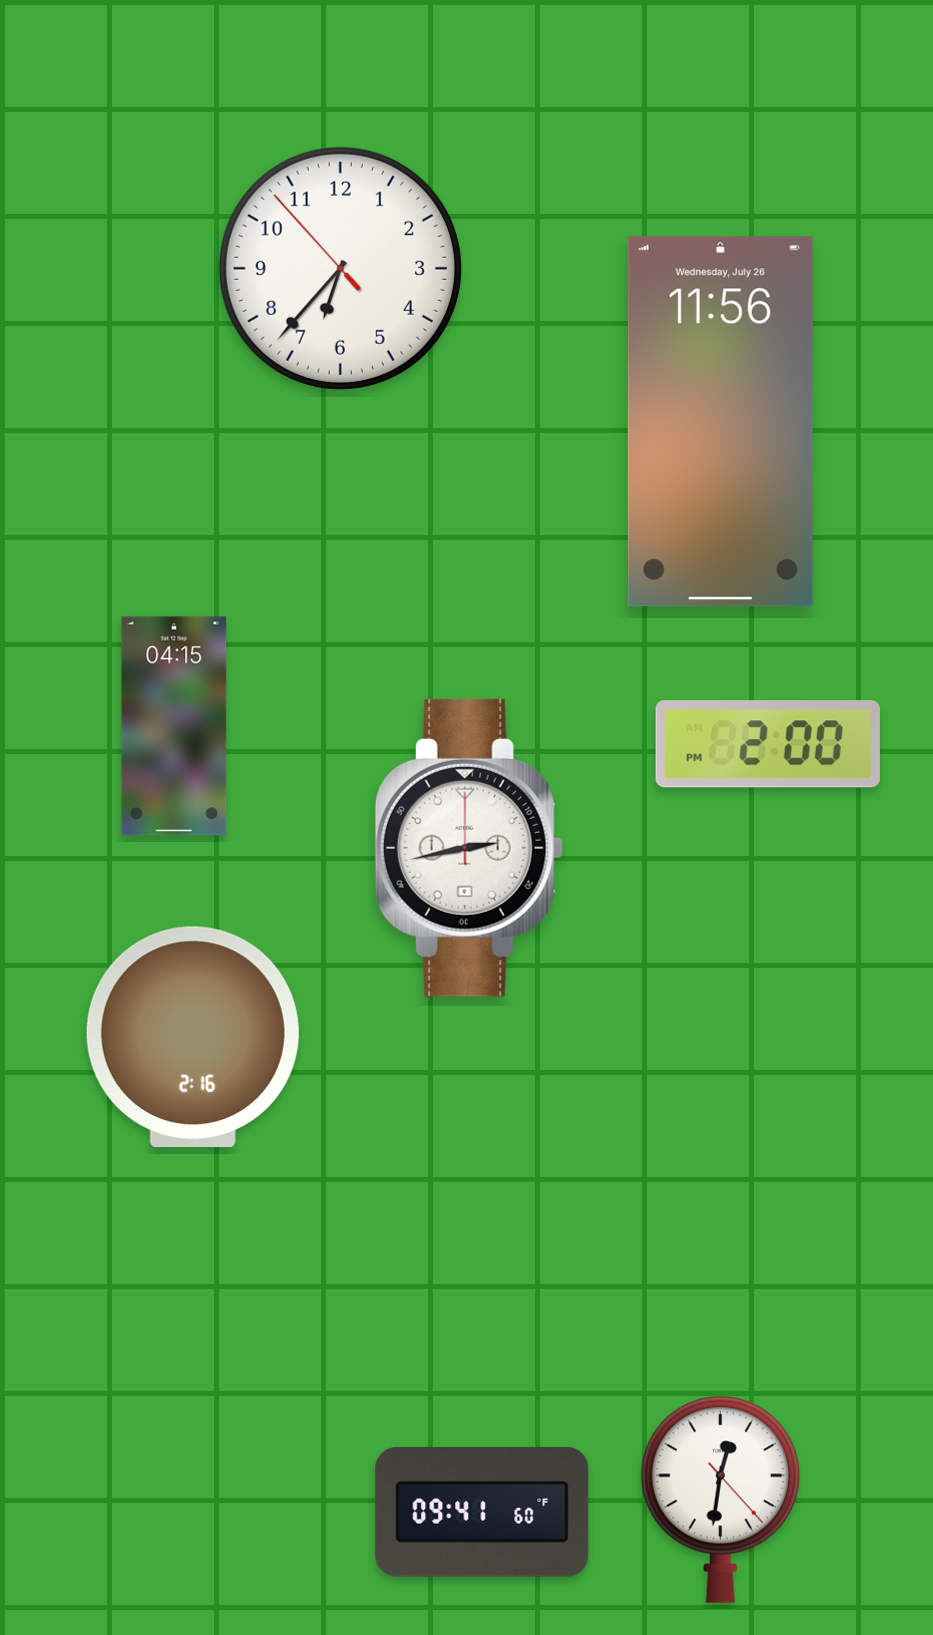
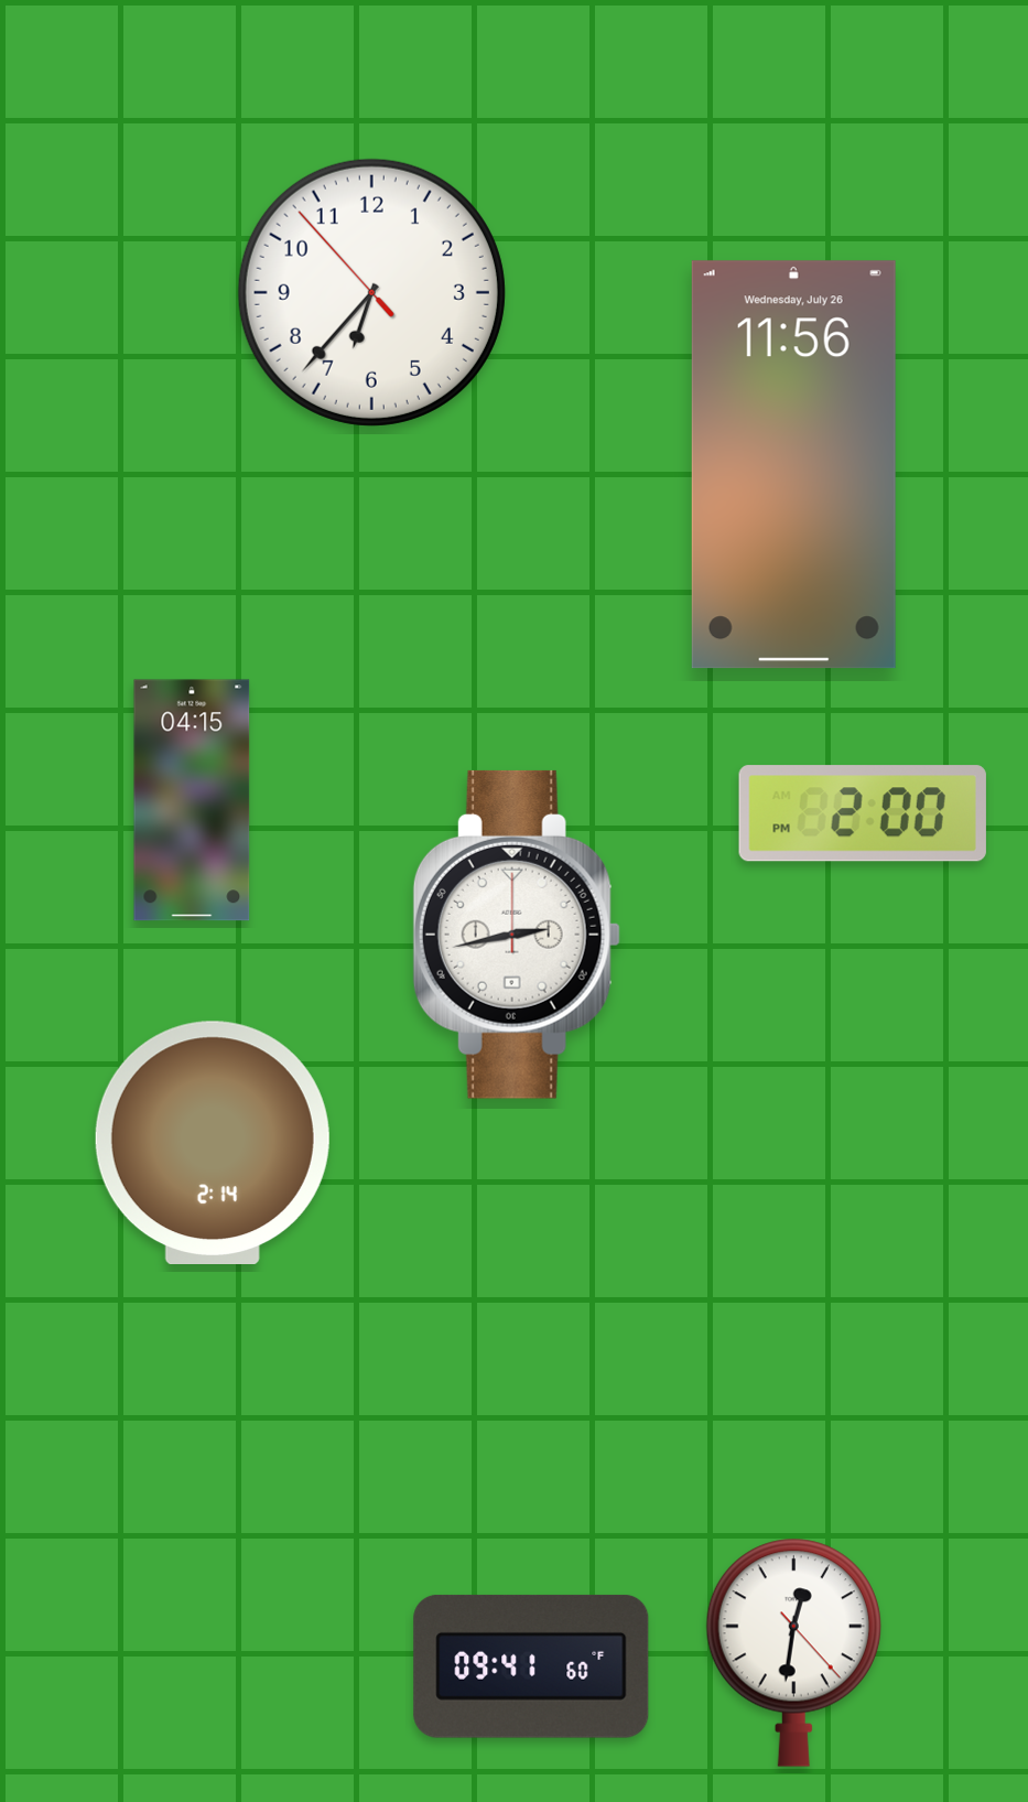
clock at (340, 268) position: (340, 268) -> (371, 292)
clock at (768, 744) position: (768, 744) -> (863, 813)
clock at (193, 1036): 2:16 -> 2:14
